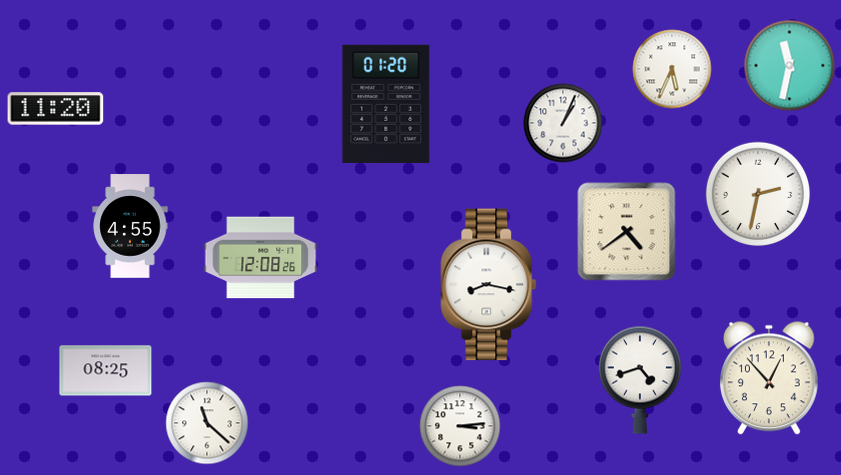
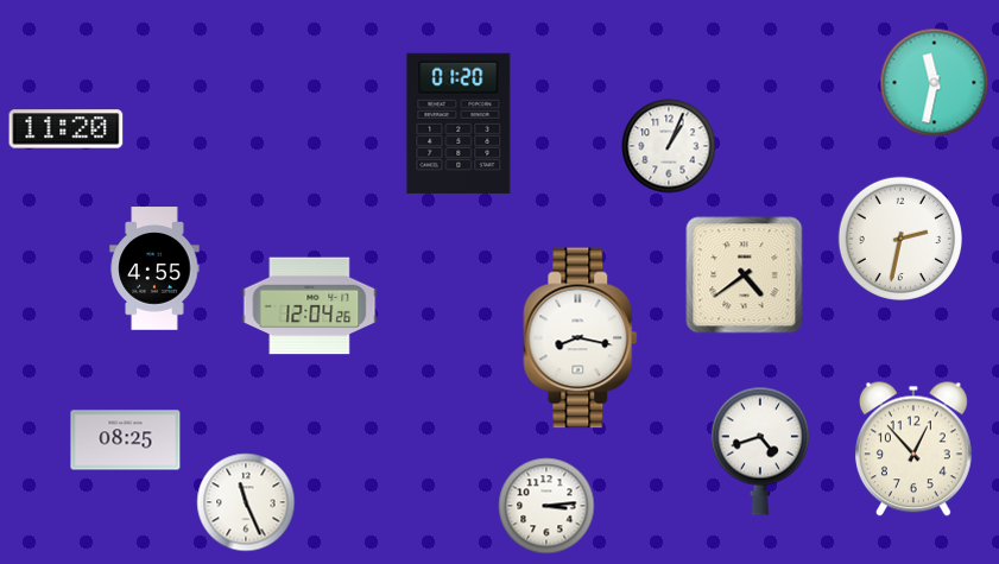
clock at (790, 66) position: (790, 66) -> (935, 83)
clock at (672, 69): 5:34 -> none
clock at (757, 193) position: (757, 193) -> (899, 237)
clock at (261, 258): 12:08 -> 12:04
clock at (207, 423): 11:22 -> 11:26
